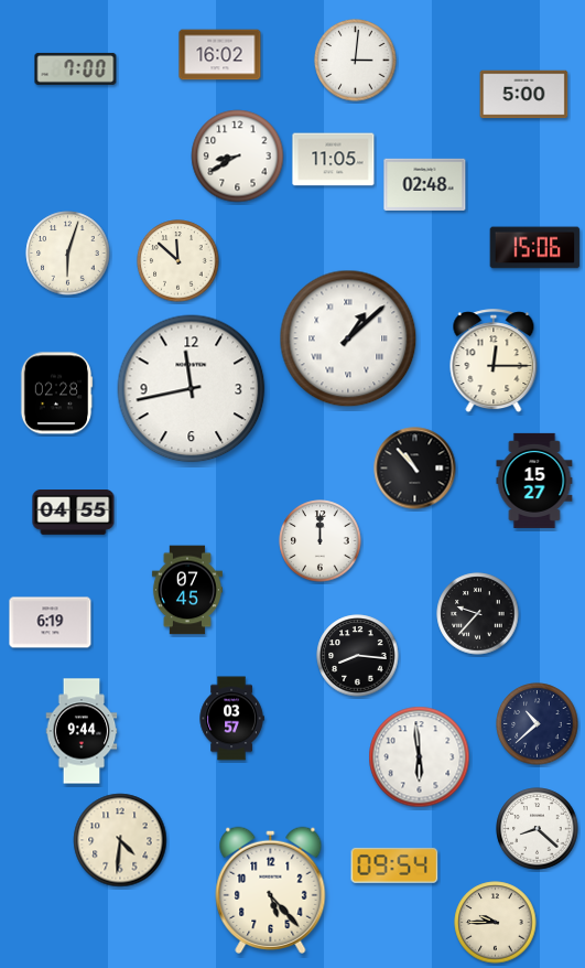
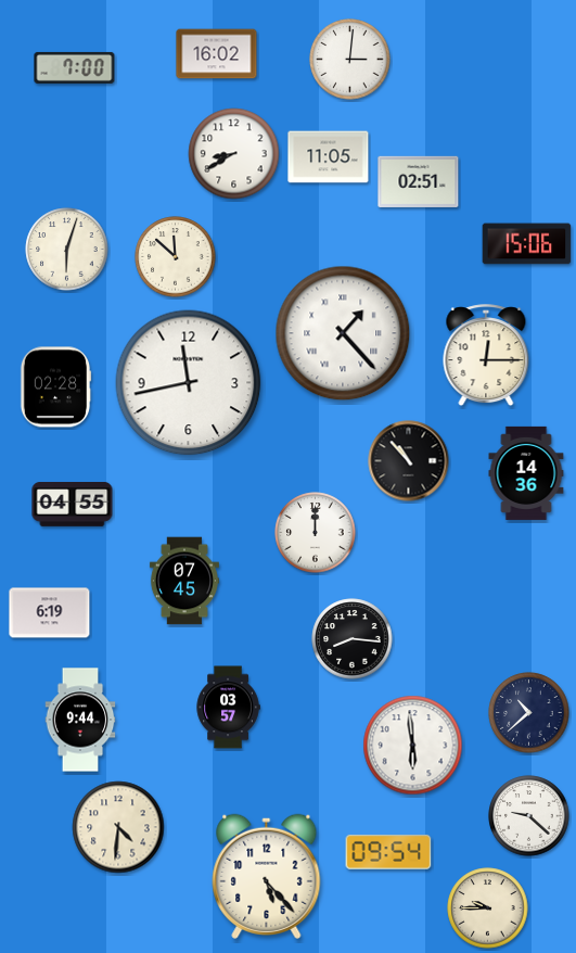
clock at (524, 95): 5:00 -> none
clock at (425, 184): 02:48 -> 02:51
clock at (348, 338): 1:08 -> 1:23
clock at (534, 481): 15:27 -> 14:36
clock at (478, 614): 9:37 -> none
clock at (358, 656) position: (358, 656) -> (353, 639)
clock at (538, 829): 8:22 -> 9:22
